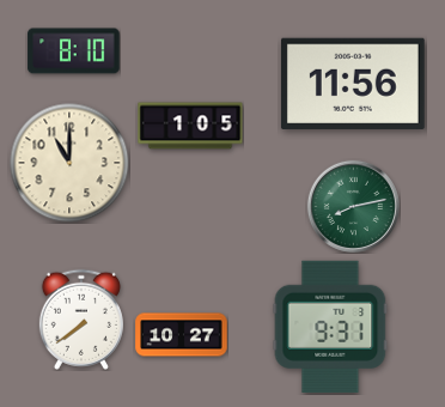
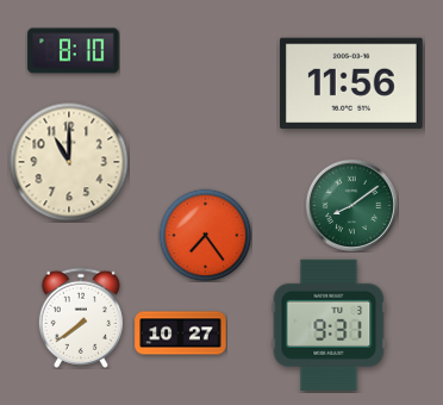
clock at (190, 126): 1:05 -> none
clock at (353, 206): 8:13 -> 8:09
clock at (205, 235): none -> 7:24
